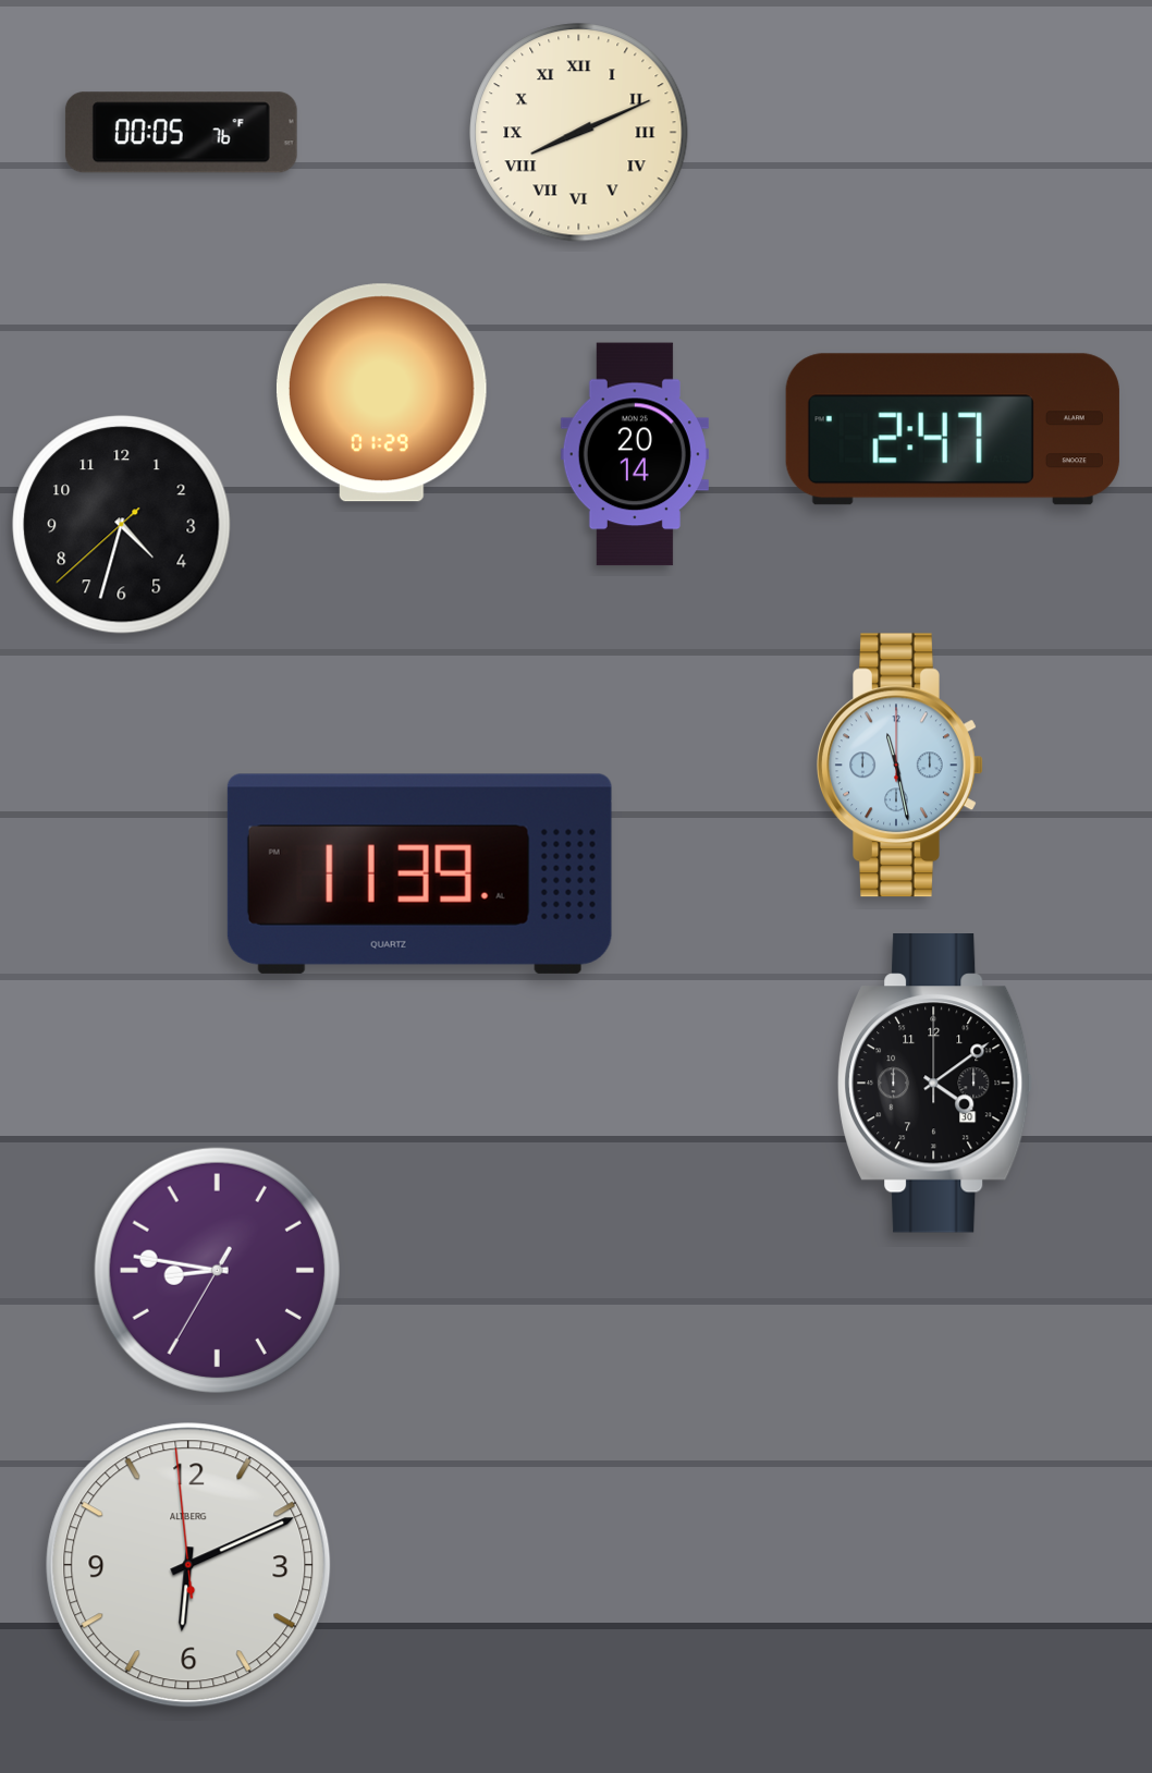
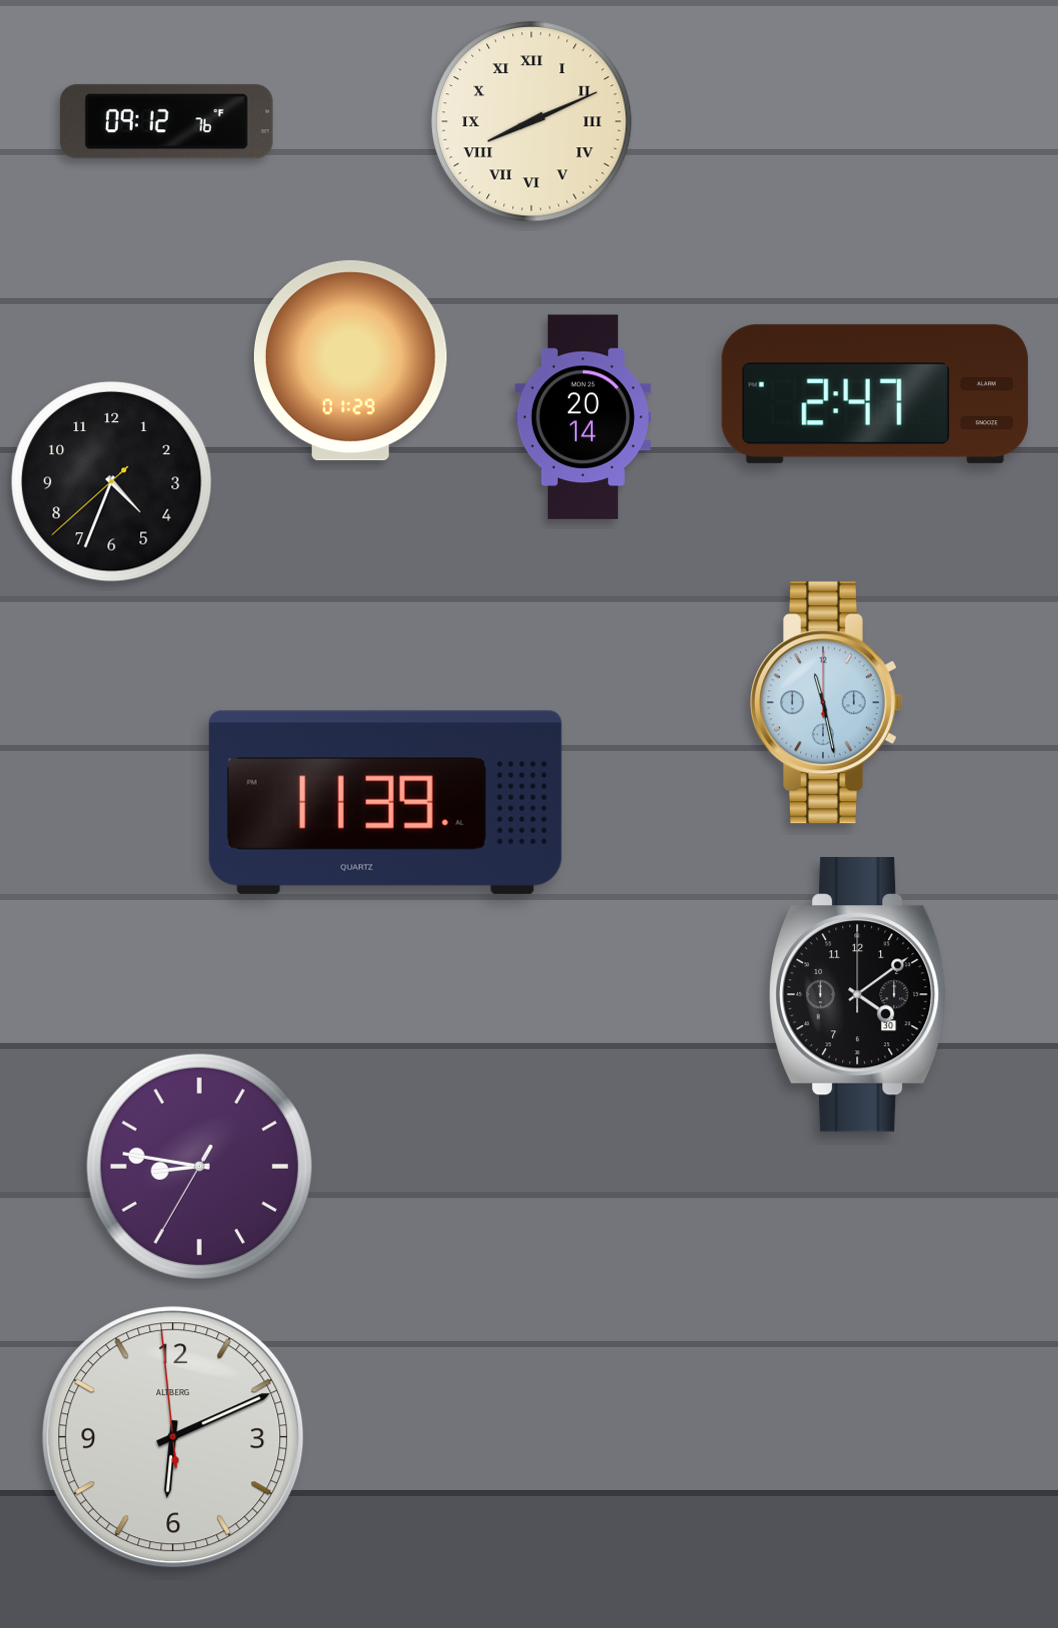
clock at (181, 133): 00:05 -> 09:12
clock at (122, 525): 4:32 -> 4:33
